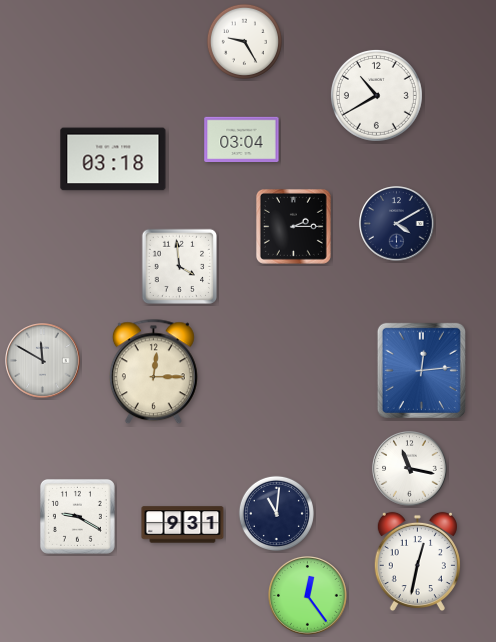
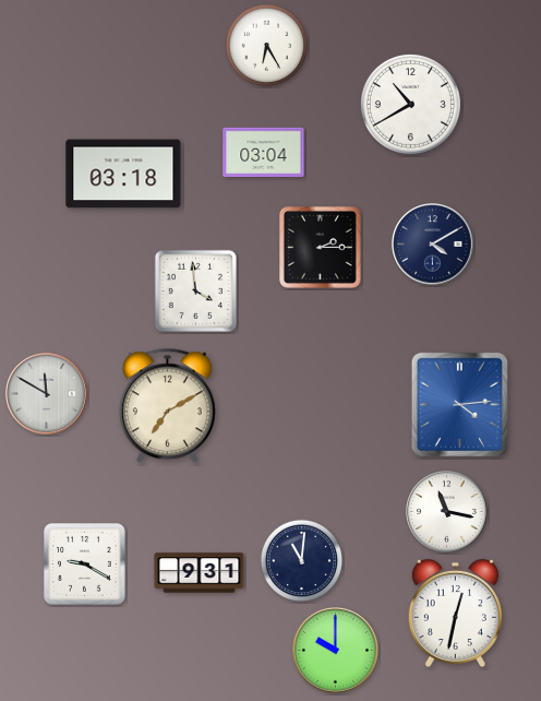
clock at (244, 41): 9:25 -> 6:25
clock at (421, 370): 12:14 -> 4:14
clock at (153, 372): 12:15 -> 7:10
clock at (308, 596): 12:24 -> 10:00
